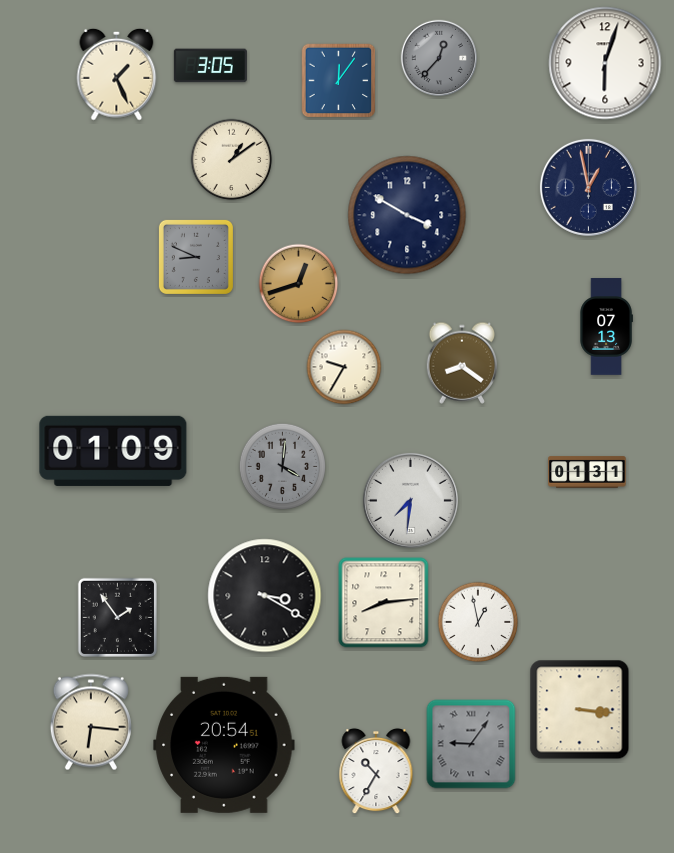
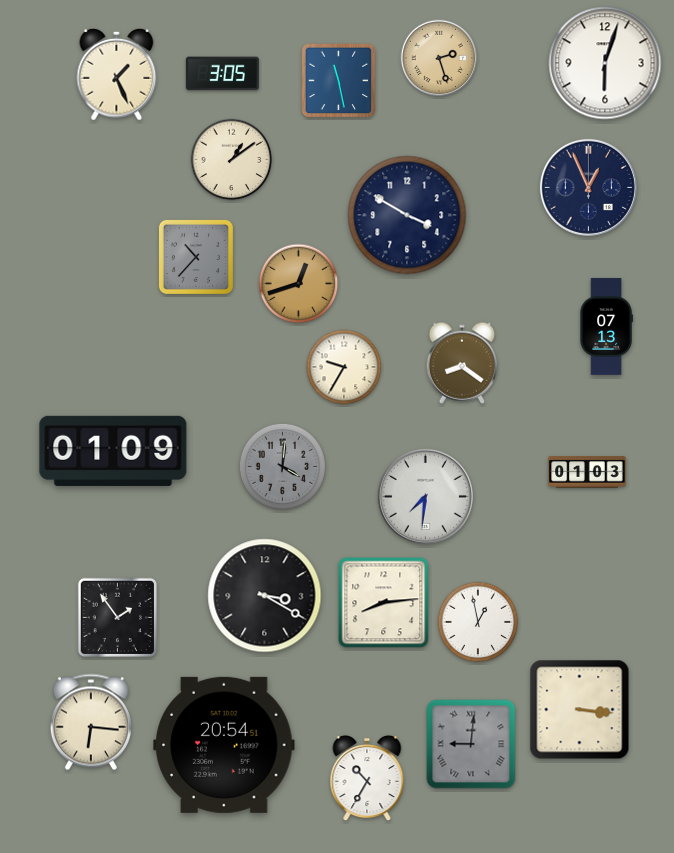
clock at (438, 58): 12:37 -> 2:27
clock at (438, 58) dial: grey -> champagne
clock at (210, 66) position: (210, 66) -> (222, 74)
clock at (339, 81): 12:06 -> 11:28
clock at (588, 187): 12:58 -> 12:56
clock at (196, 257): 8:49 -> 10:37
clock at (587, 472): 01:31 -> 01:03
clock at (410, 500) position: (410, 500) -> (425, 496)
clock at (471, 744): 9:06 -> 9:01
clock at (376, 771) position: (376, 771) -> (367, 778)
